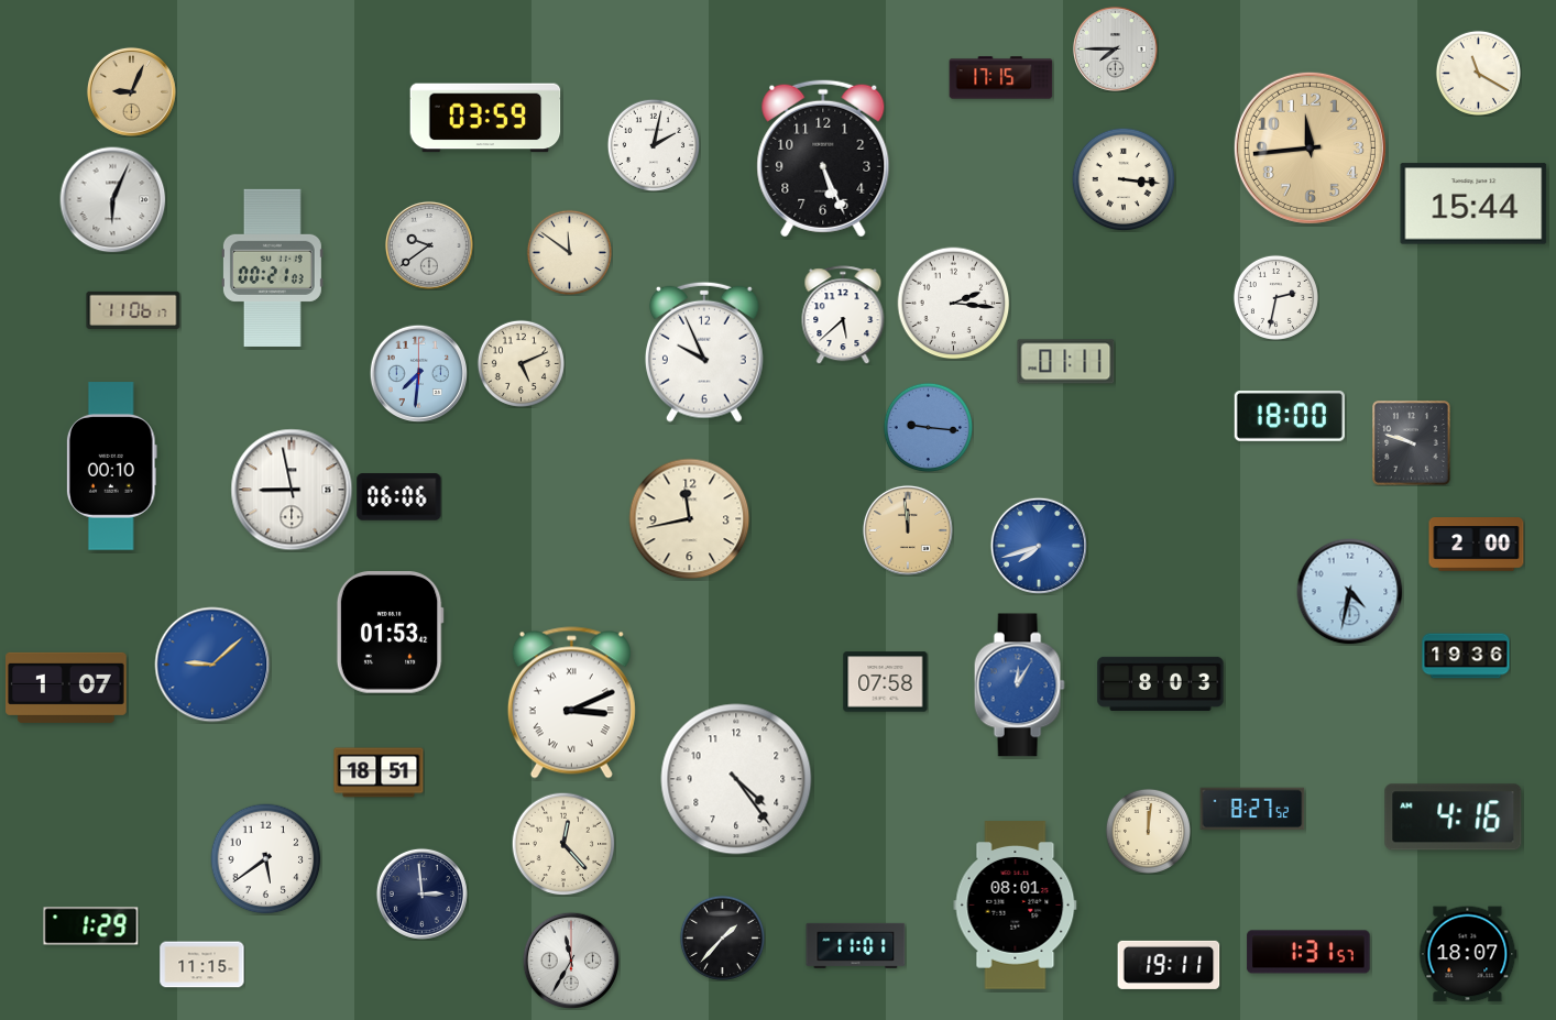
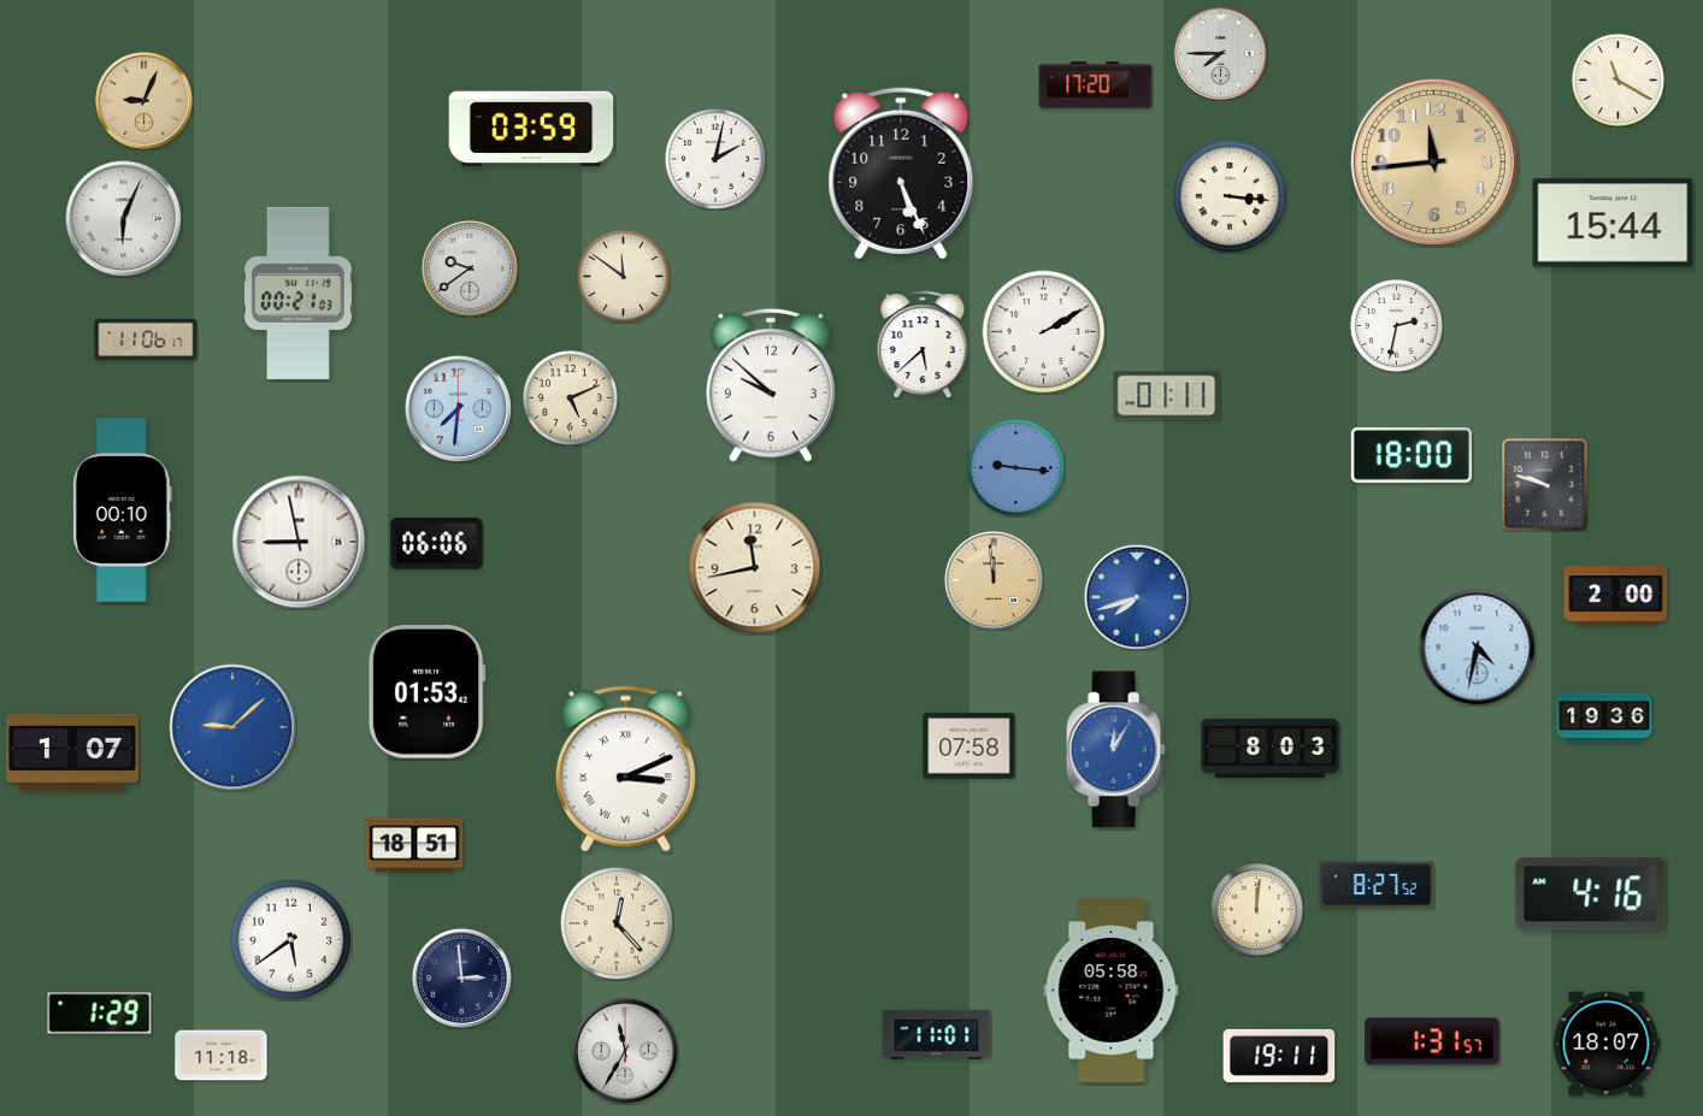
clock at (1001, 78): 17:15 -> 17:20
clock at (954, 304): 2:16 -> 2:10
clock at (704, 352): 9:56 -> 9:52
clock at (292, 490) position: (292, 490) -> (299, 542)
clock at (736, 779): 4:24 -> none
clock at (1252, 809) position: (1252, 809) -> (1377, 885)
clock at (1016, 906): 08:01 -> 05:58
clock at (722, 937): 1:37 -> none
clock at (202, 965): 11:15 -> 11:18
